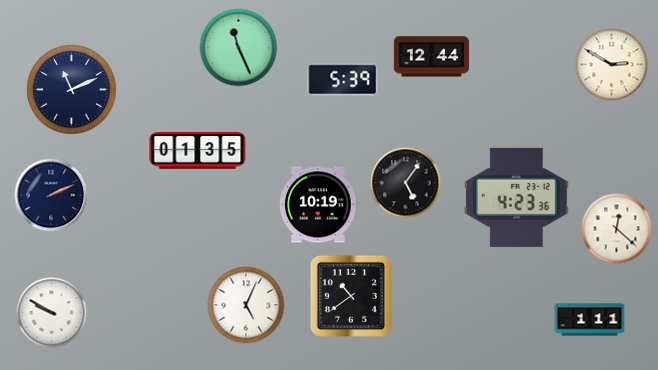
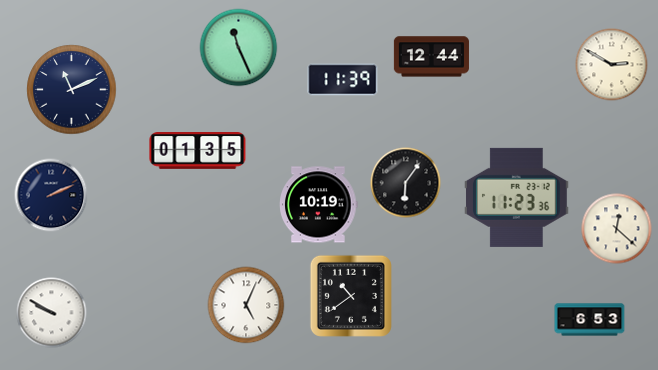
clock at (343, 80): 5:39 -> 11:39
clock at (406, 183): 5:06 -> 6:06
clock at (517, 197): 4:23 -> 11:23
clock at (590, 320): 1:11 -> 6:53
